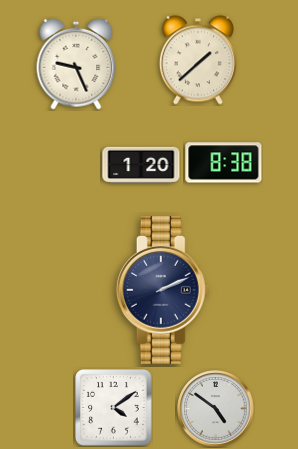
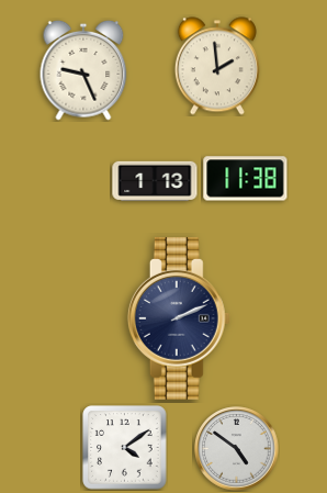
clock at (198, 60): 1:38 -> 1:59
clock at (224, 163): 8:38 -> 11:38
clock at (141, 165): 1:20 -> 1:13
